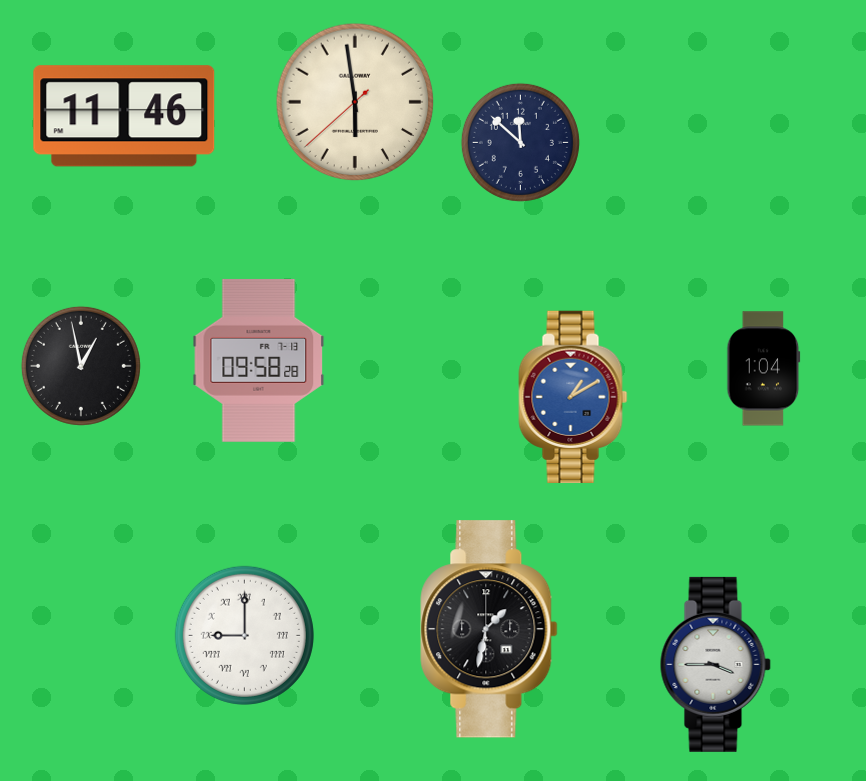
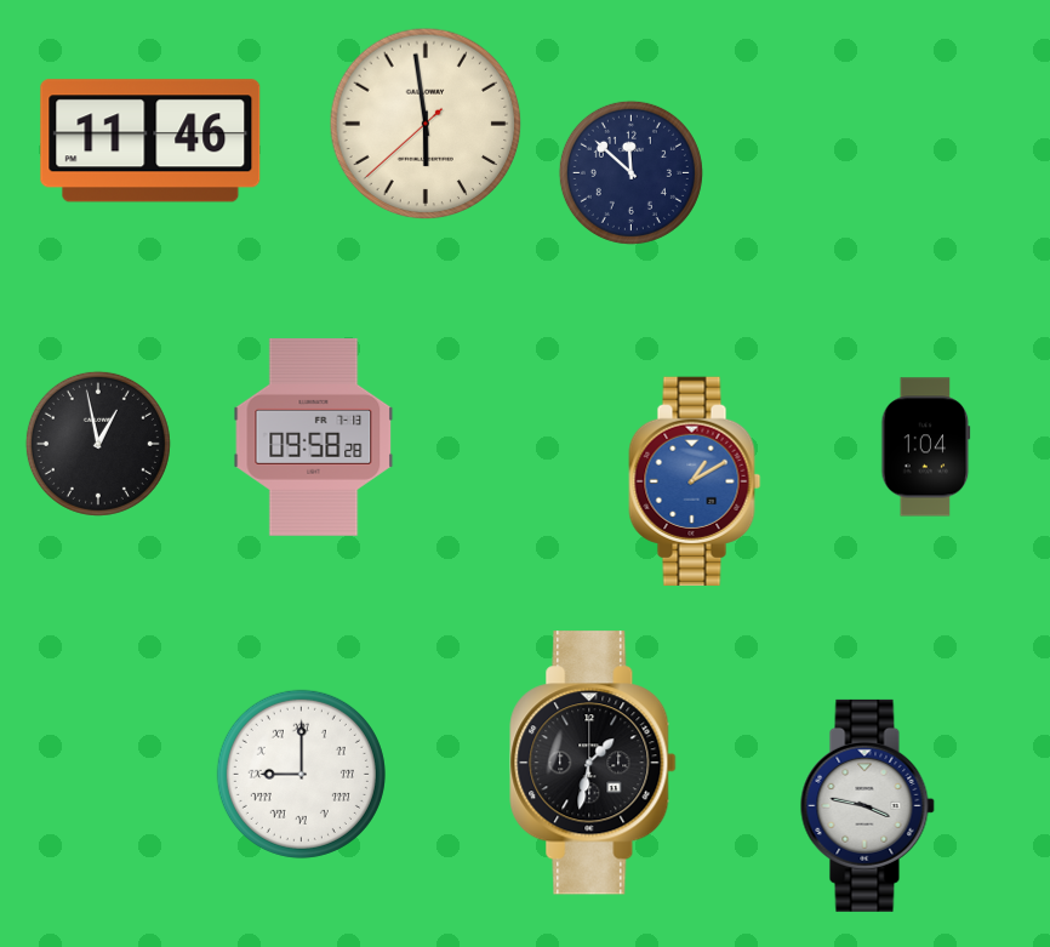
clock at (355, 102) position: (355, 102) -> (426, 124)
clock at (244, 635) position: (244, 635) -> (301, 774)
clock at (715, 664): 3:45 -> 3:47
